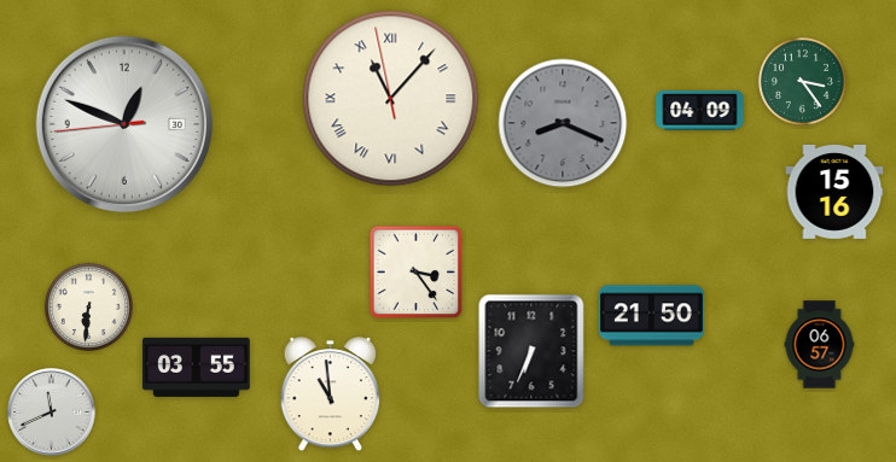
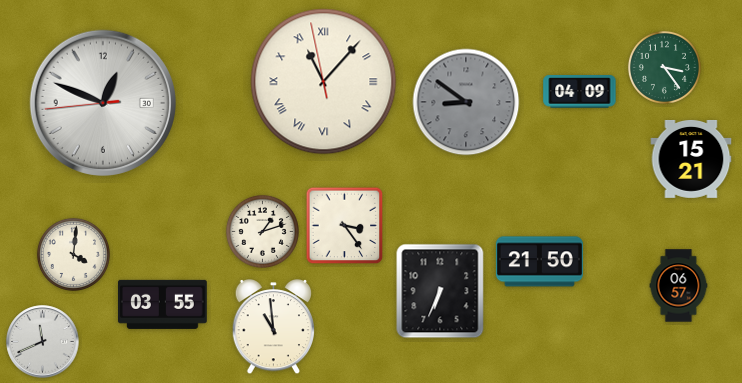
clock at (563, 123): 8:19 -> 8:51
clock at (834, 192): 15:16 -> 15:21
clock at (262, 231): none -> 1:12
clock at (88, 306): 6:31 -> 4:01
